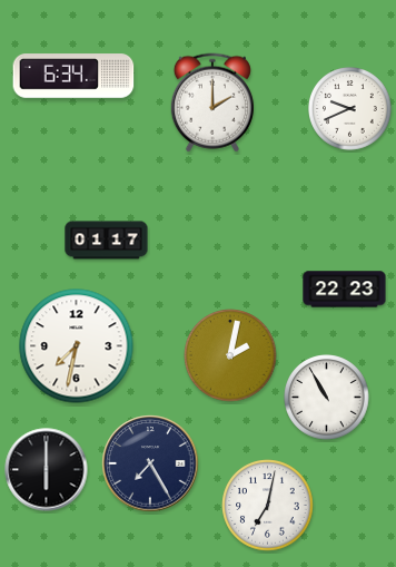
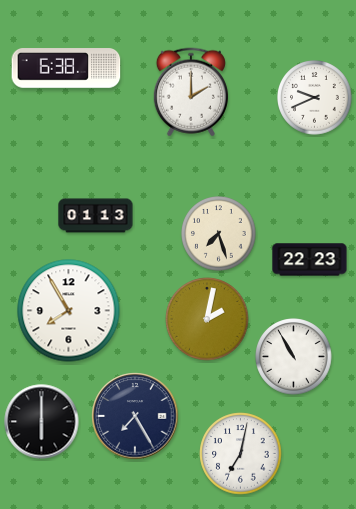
clock at (73, 76): 6:34 -> 6:38
clock at (107, 241): 01:17 -> 01:13
clock at (219, 234): none -> 7:27
clock at (77, 346): 7:32 -> 7:55
